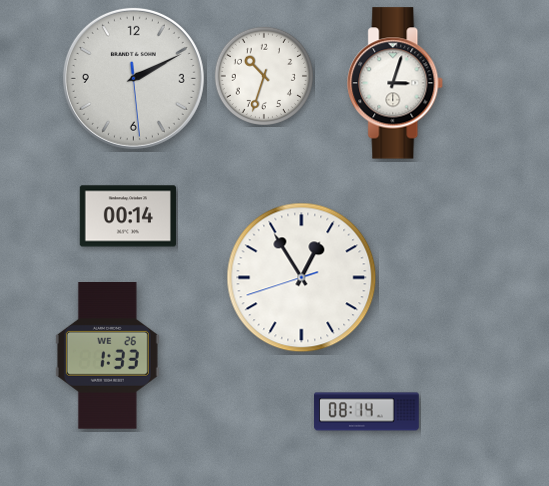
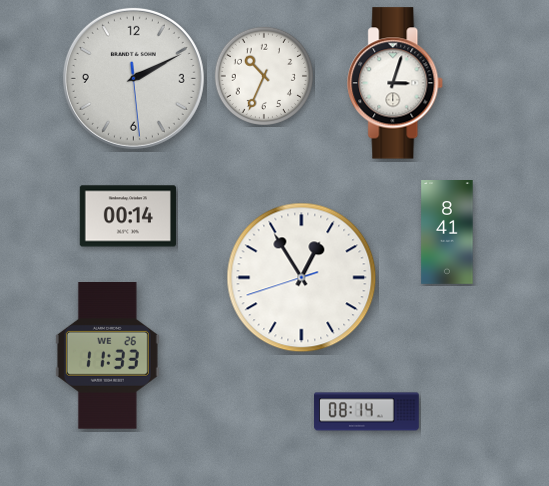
clock at (263, 75): 10:33 -> 10:34
clock at (447, 233): none -> 8:41
clock at (107, 356): 1:33 -> 11:33
